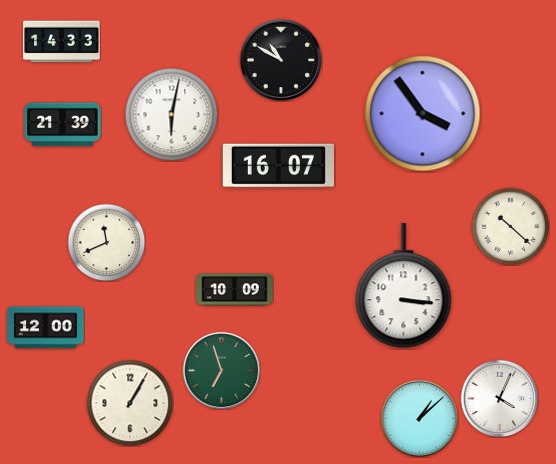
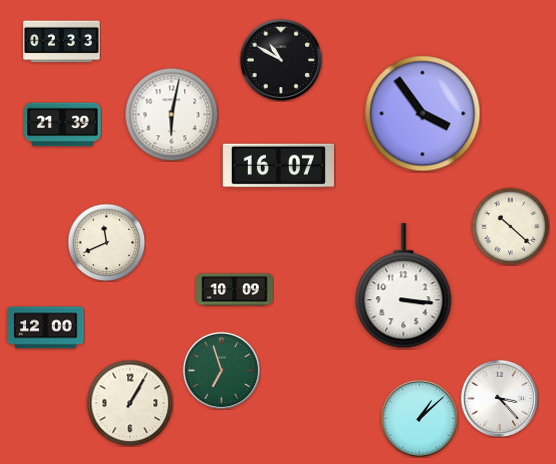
clock at (62, 42): 14:33 -> 02:33
clock at (499, 398): 4:04 -> 3:23
